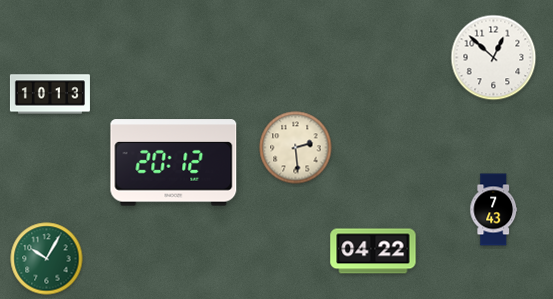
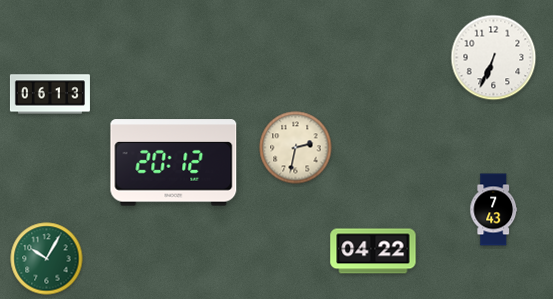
clock at (494, 58): 12:52 -> 6:34
clock at (50, 94): 10:13 -> 06:13
clock at (296, 148): 2:29 -> 2:32
